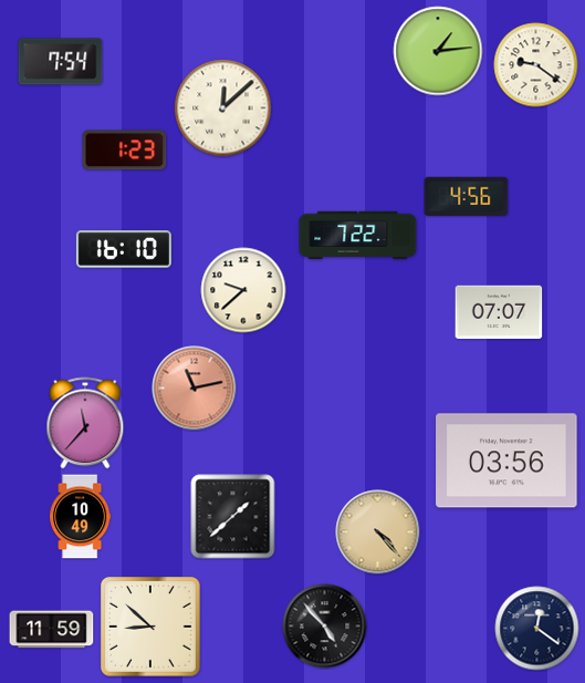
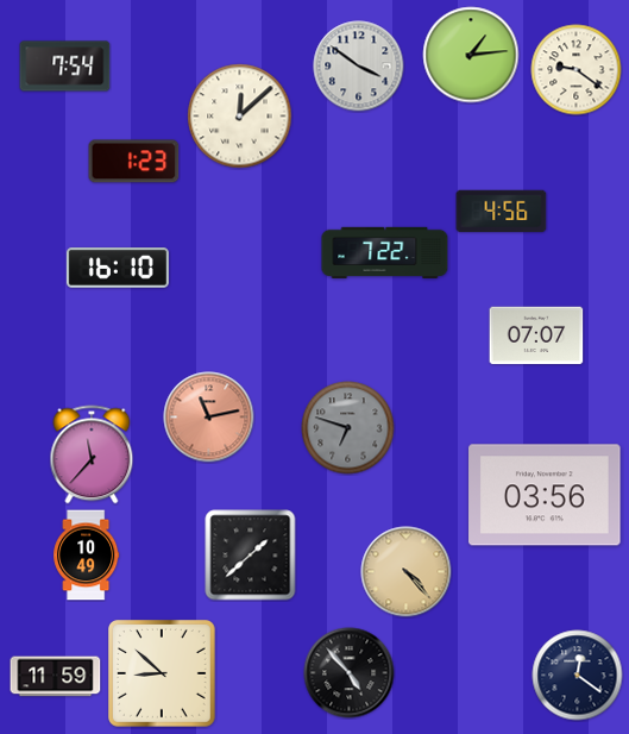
clock at (359, 67): none -> 3:51
clock at (124, 249) position: (124, 249) -> (118, 268)
clock at (243, 290): 9:38 -> none
clock at (348, 428): none -> 6:48
